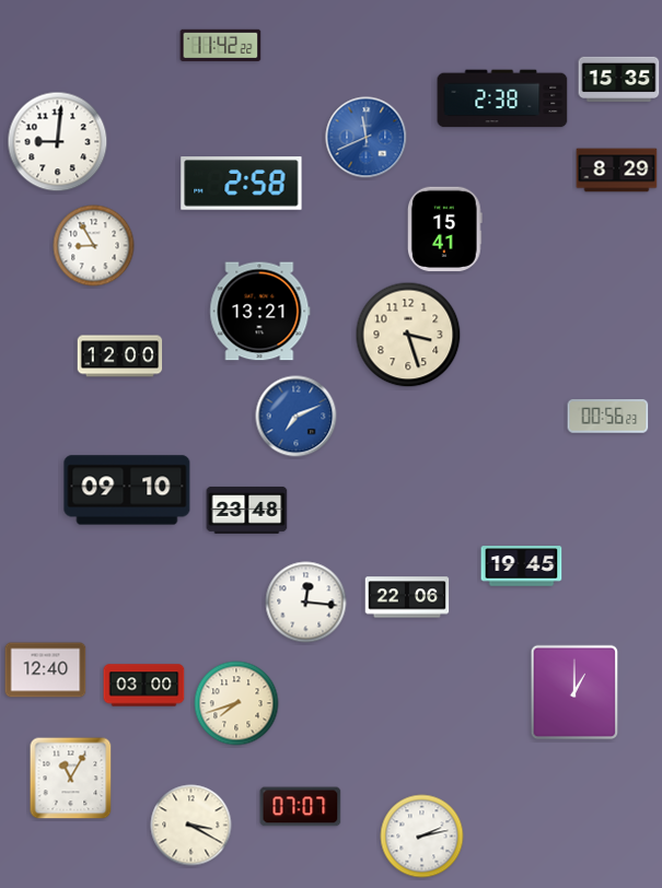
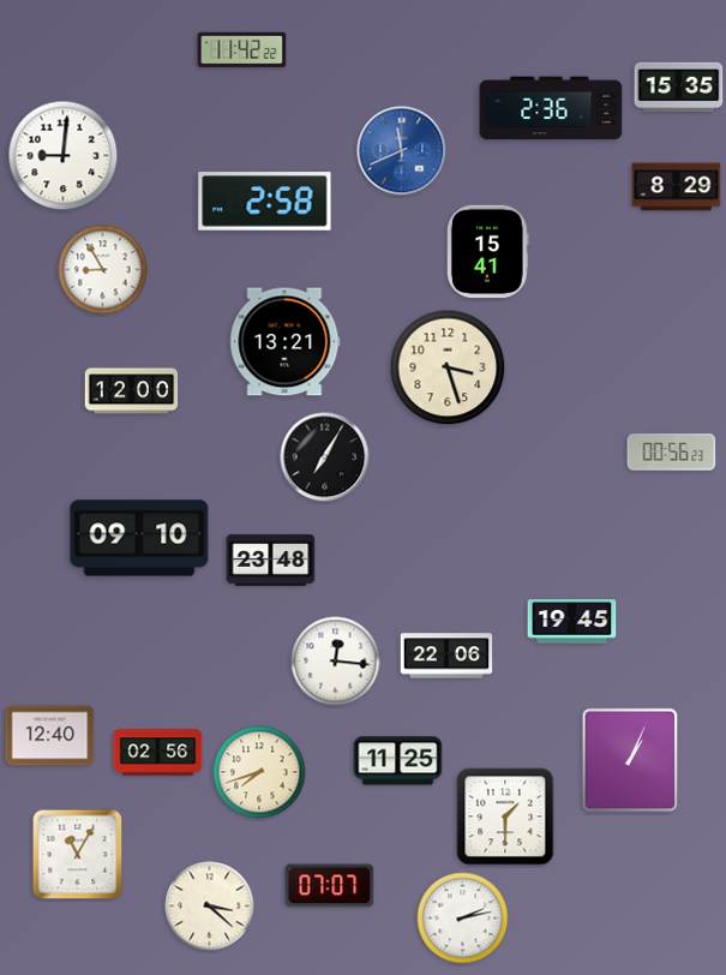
clock at (502, 98): 2:38 -> 2:36
clock at (297, 417): 7:11 -> 7:05
clock at (297, 417) dial: blue -> black
clock at (608, 417) position: (608, 417) -> (672, 453)
clock at (144, 686): 03:00 -> 02:56
clock at (574, 692): 1:00 -> 1:04
clock at (398, 761): none -> 11:25
clock at (505, 817): none -> 1:30
clock at (191, 826): 3:20 -> 3:22
